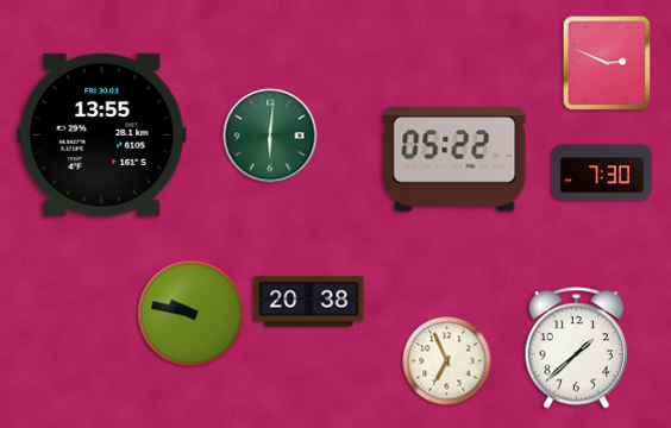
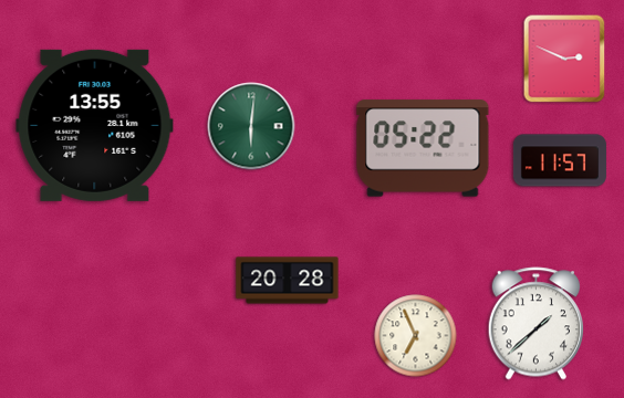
clock at (602, 172): 7:30 -> 11:57
clock at (309, 302): 20:38 -> 20:28
clock at (192, 314): 9:47 -> none
